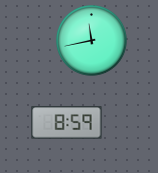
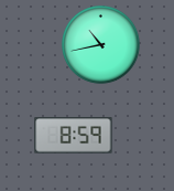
clock at (92, 41): 11:43 -> 10:43
